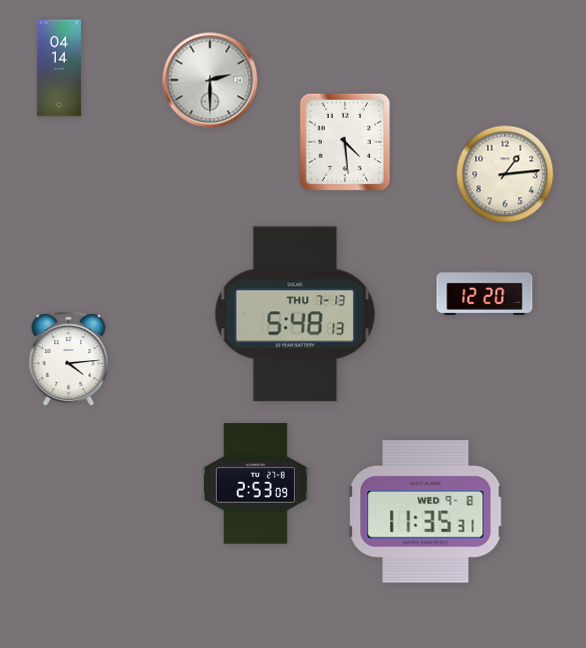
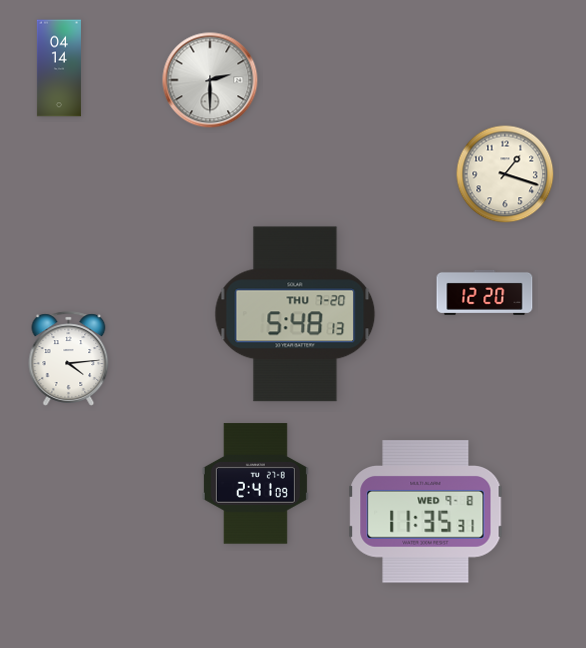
clock at (345, 142): 4:29 -> none
clock at (505, 174): 1:14 -> 1:18
clock at (295, 314) date: THU 7-13 -> THU 7-20
clock at (255, 484): 2:53 -> 2:41
